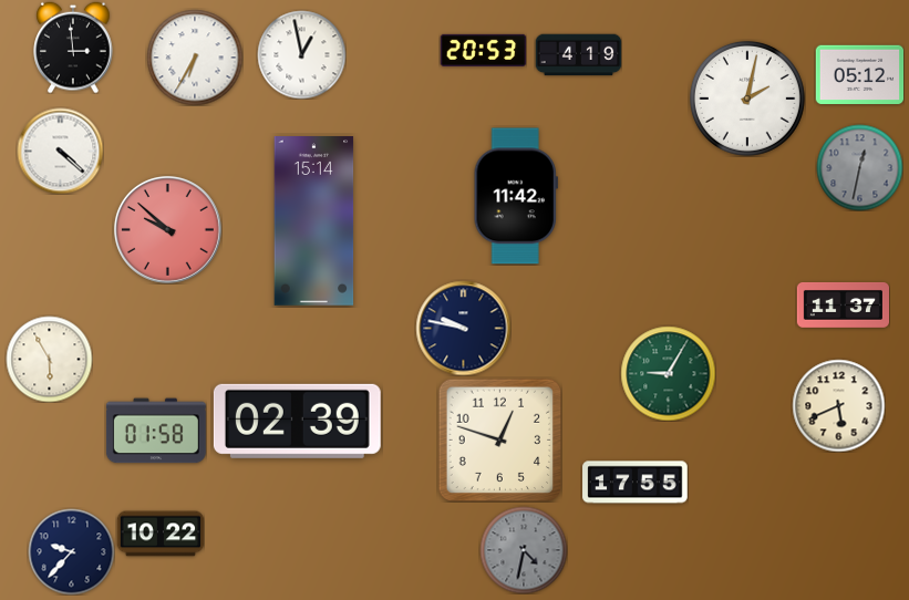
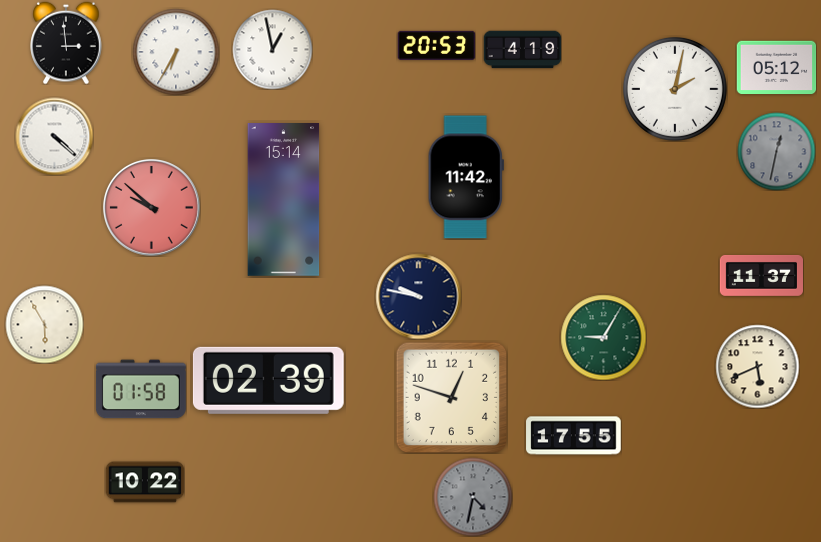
clock at (71, 551): 9:37 -> none
